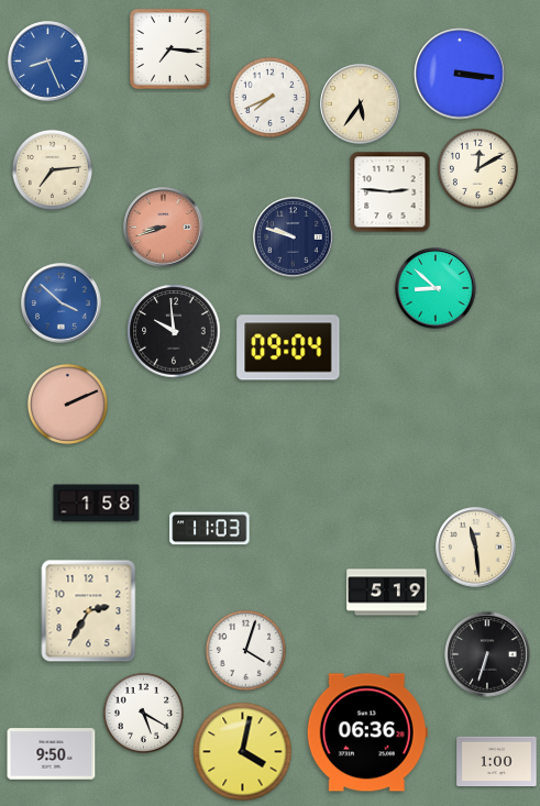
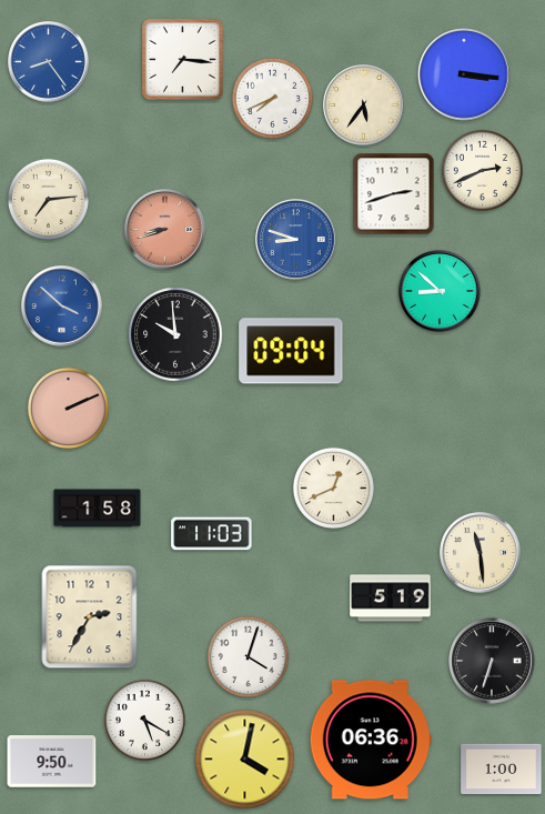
clock at (170, 49) position: (170, 49) -> (183, 60)
clock at (48, 62): 8:26 -> 8:24
clock at (477, 168): 12:10 -> 2:41
clock at (52, 169) position: (52, 169) -> (48, 199)
clock at (390, 192): 2:46 -> 2:42
clock at (294, 238): 9:48 -> 8:48
clock at (294, 238) dial: navy -> blue
clock at (333, 488): none -> 12:41
